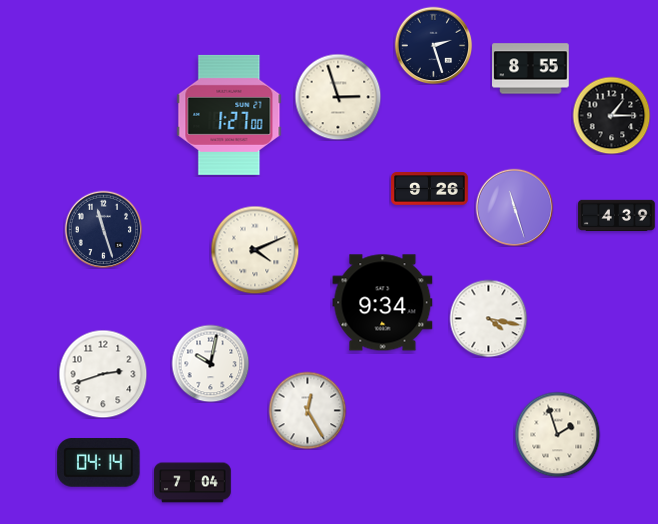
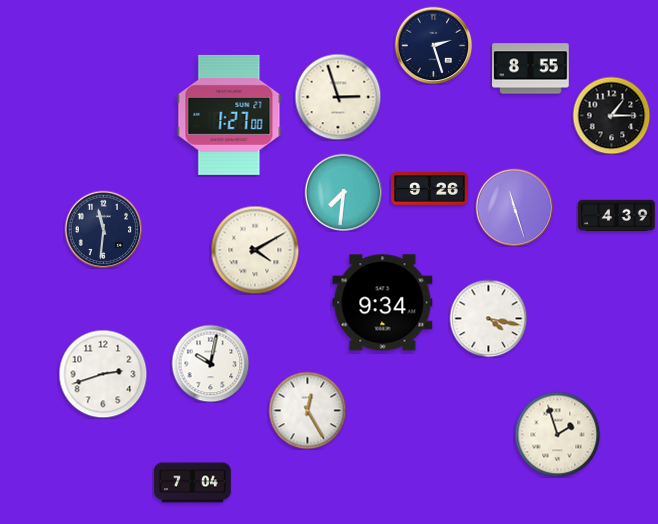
clock at (343, 192): none -> 7:31
clock at (103, 229): 11:27 -> 11:31
clock at (255, 250): 4:11 -> 4:10
clock at (99, 463): 04:14 -> none
